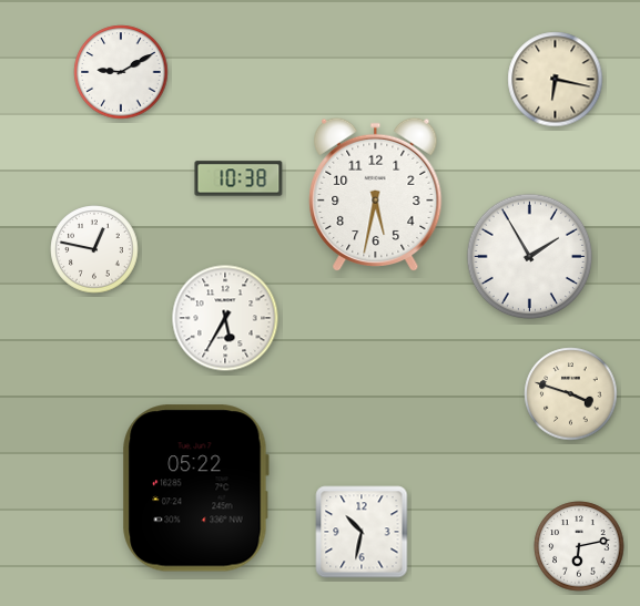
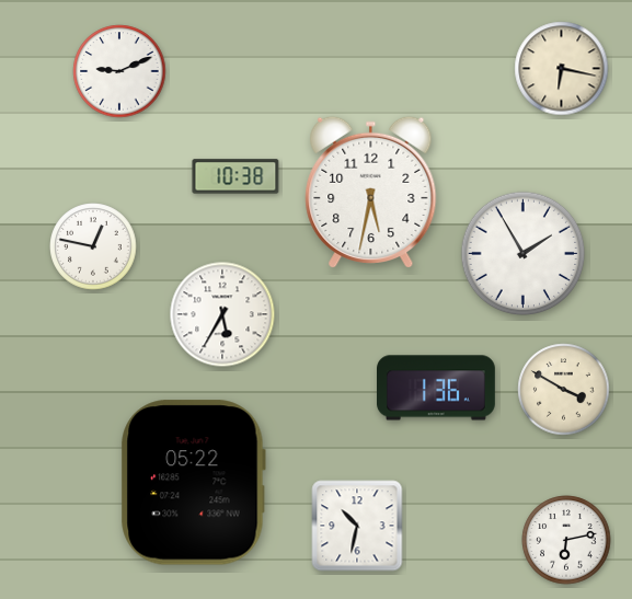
clock at (121, 72): 9:10 -> 9:11
clock at (556, 80) position: (556, 80) -> (562, 69)
clock at (437, 388): none -> 1:36
clock at (571, 394): 3:48 -> 3:50
clock at (579, 546) position: (579, 546) -> (566, 540)
